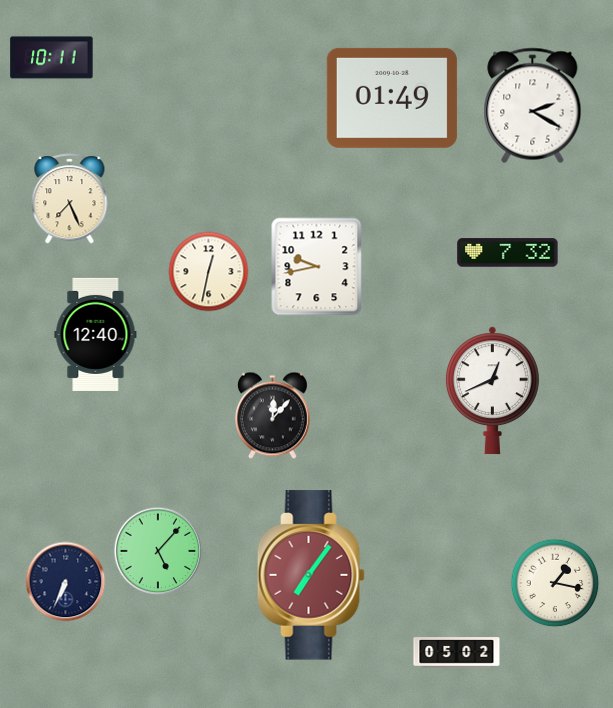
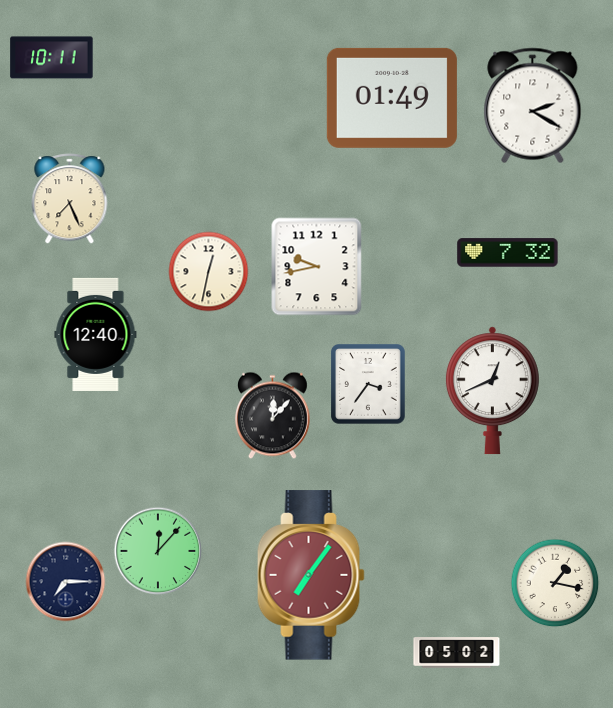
clock at (369, 385): none -> 3:36
clock at (158, 551): 5:07 -> 12:07
clock at (66, 582): 6:34 -> 7:15
